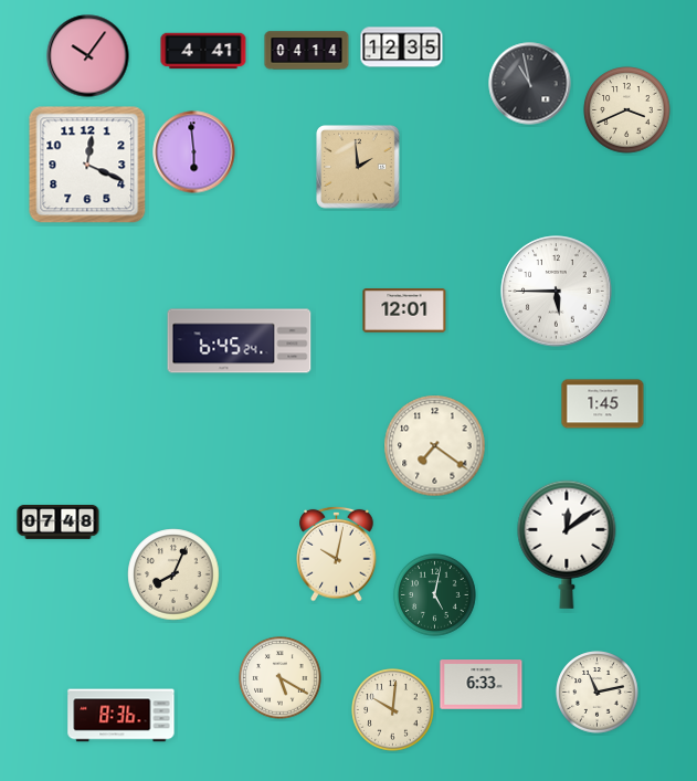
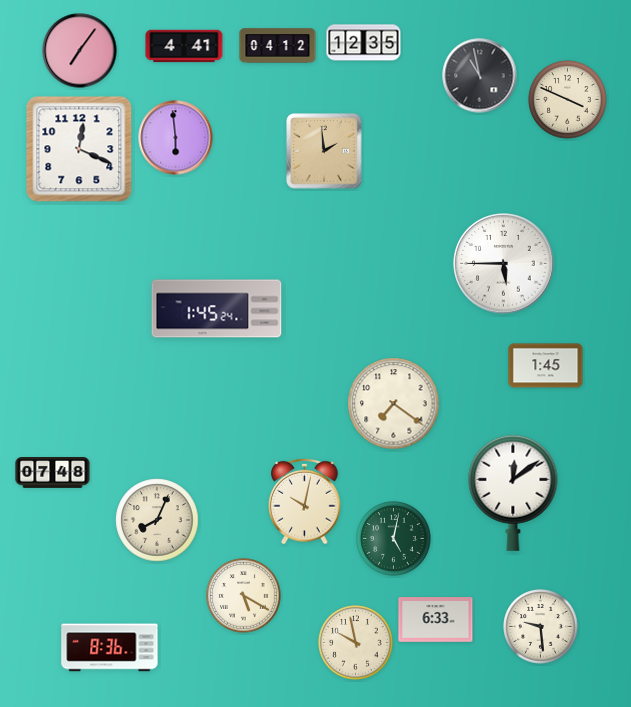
clock at (307, 51): 04:14 -> 04:12
clock at (88, 56): 10:06 -> 7:06
clock at (627, 110): 3:41 -> 3:49
clock at (404, 310): 12:01 -> none
clock at (240, 341): 6:45 -> 1:45
clock at (281, 678) position: (281, 678) -> (244, 596)
clock at (598, 693): 11:13 -> 9:29
clock at (393, 710): 10:01 -> 9:58
